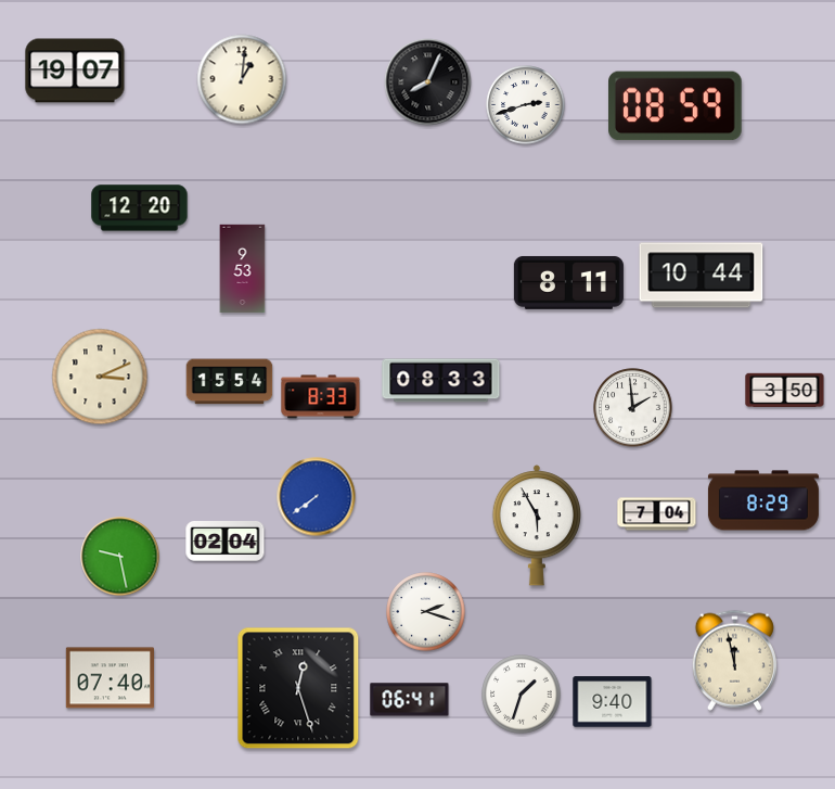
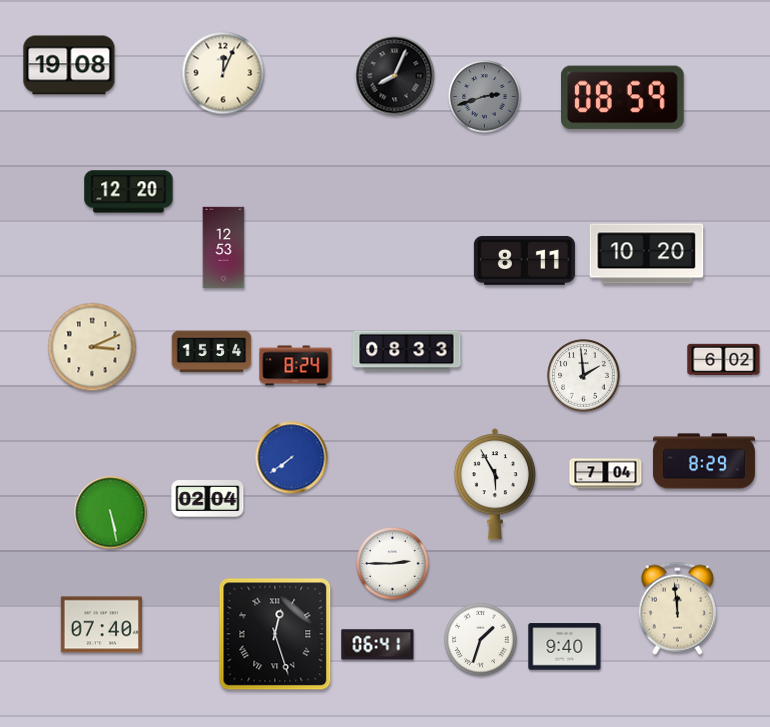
clock at (75, 71): 19:07 -> 19:08
clock at (242, 79): 1:01 -> 12:04
clock at (526, 105) dial: white -> grey
clock at (243, 269): 9:53 -> 12:53
clock at (702, 276): 10:44 -> 10:20
clock at (785, 391): 3:50 -> 6:02
clock at (321, 397): 8:33 -> 8:24
clock at (120, 557): 9:28 -> 5:28
clock at (426, 612): 2:18 -> 2:45
clock at (734, 660): 11:58 -> 11:59
